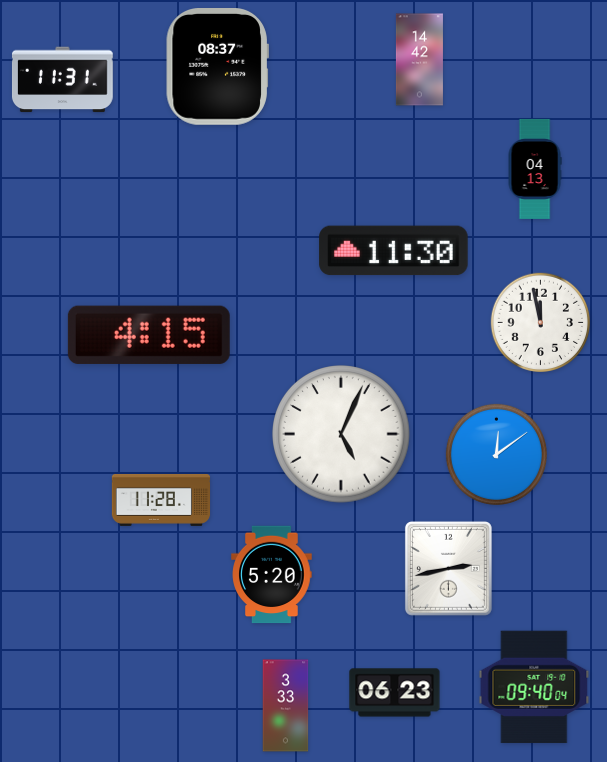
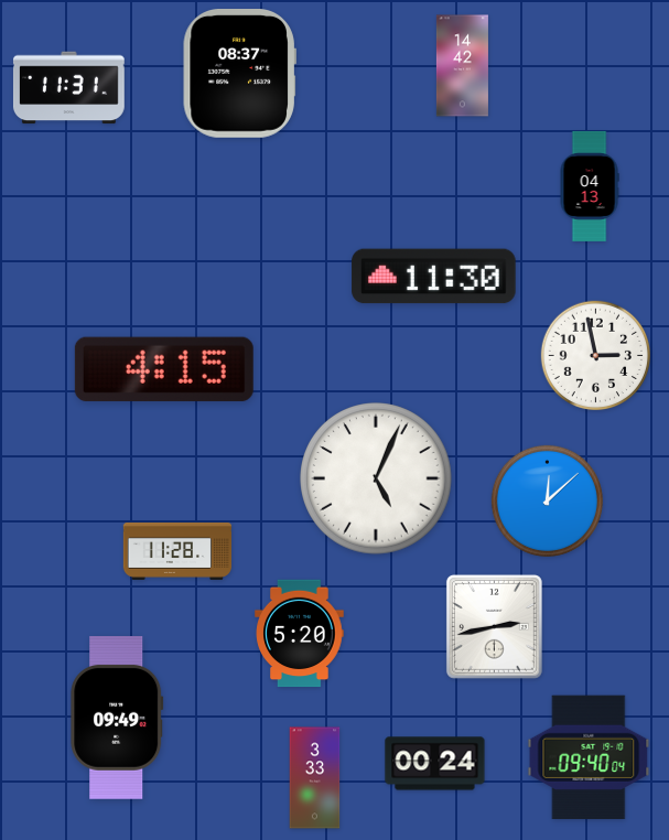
clock at (540, 322): 11:58 -> 2:58
clock at (496, 454): 12:09 -> 12:08
clock at (117, 719): none -> 09:49
clock at (395, 693): 06:23 -> 00:24
